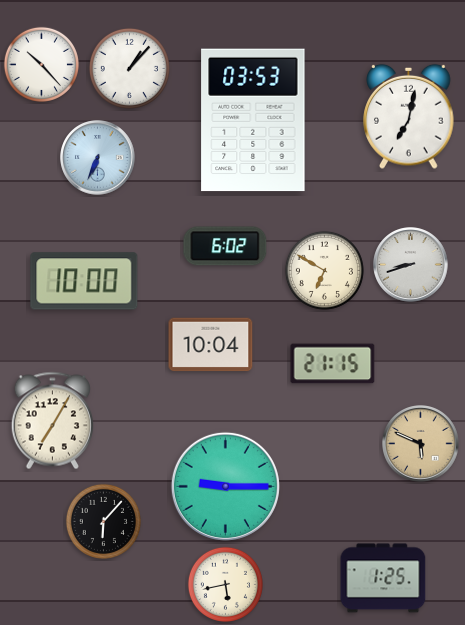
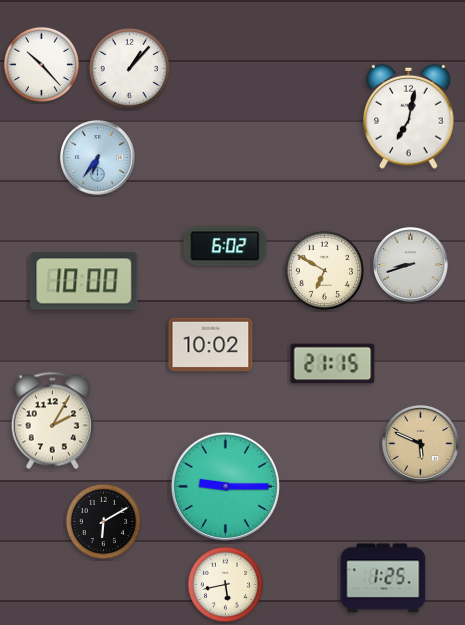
clock at (253, 120): 03:53 -> none
clock at (98, 158): 6:34 -> 6:36
clock at (211, 345): 10:04 -> 10:02
clock at (52, 421): 7:05 -> 2:05
clock at (103, 521): 6:07 -> 6:10
